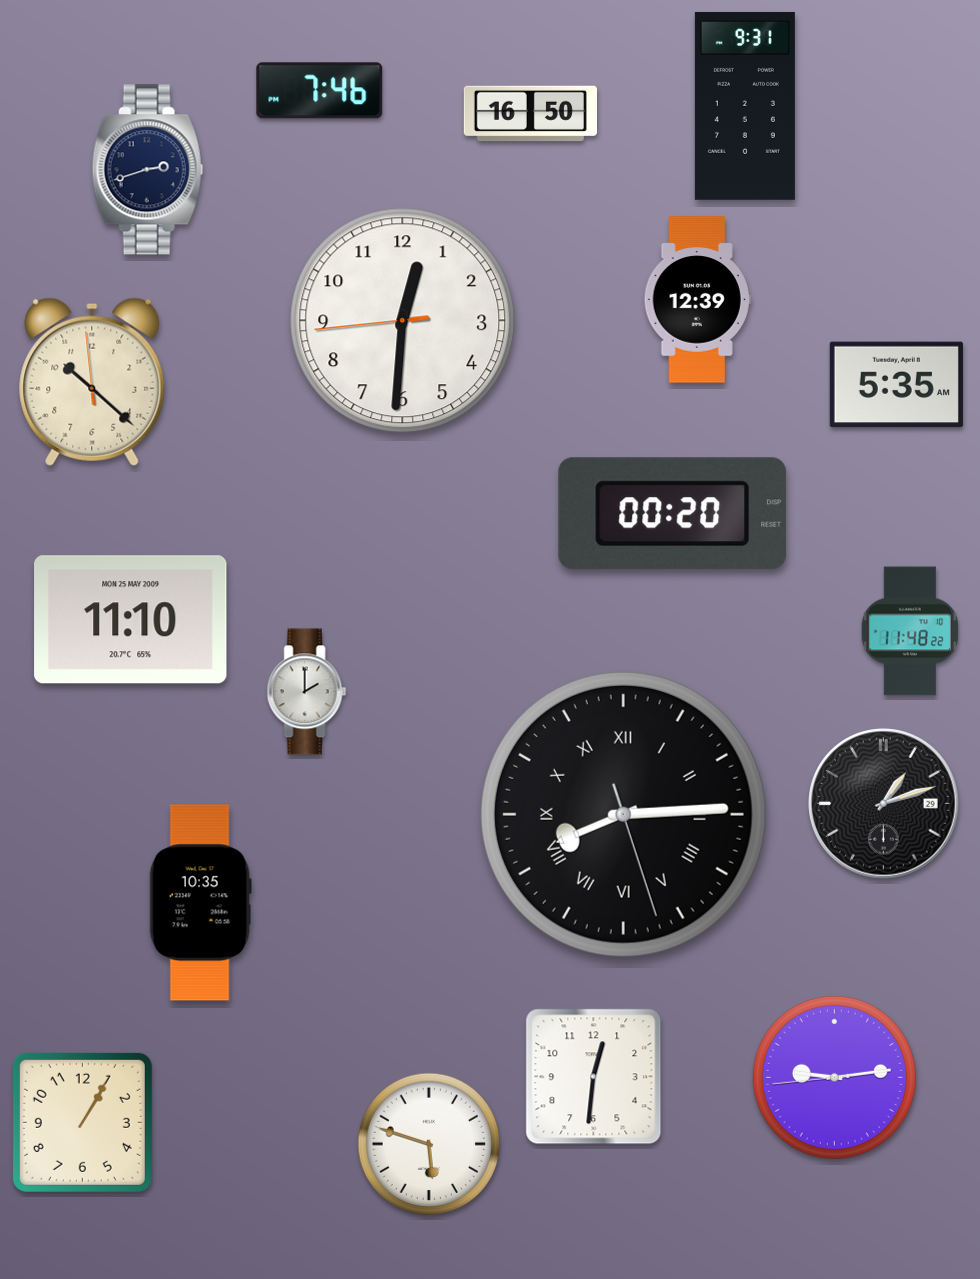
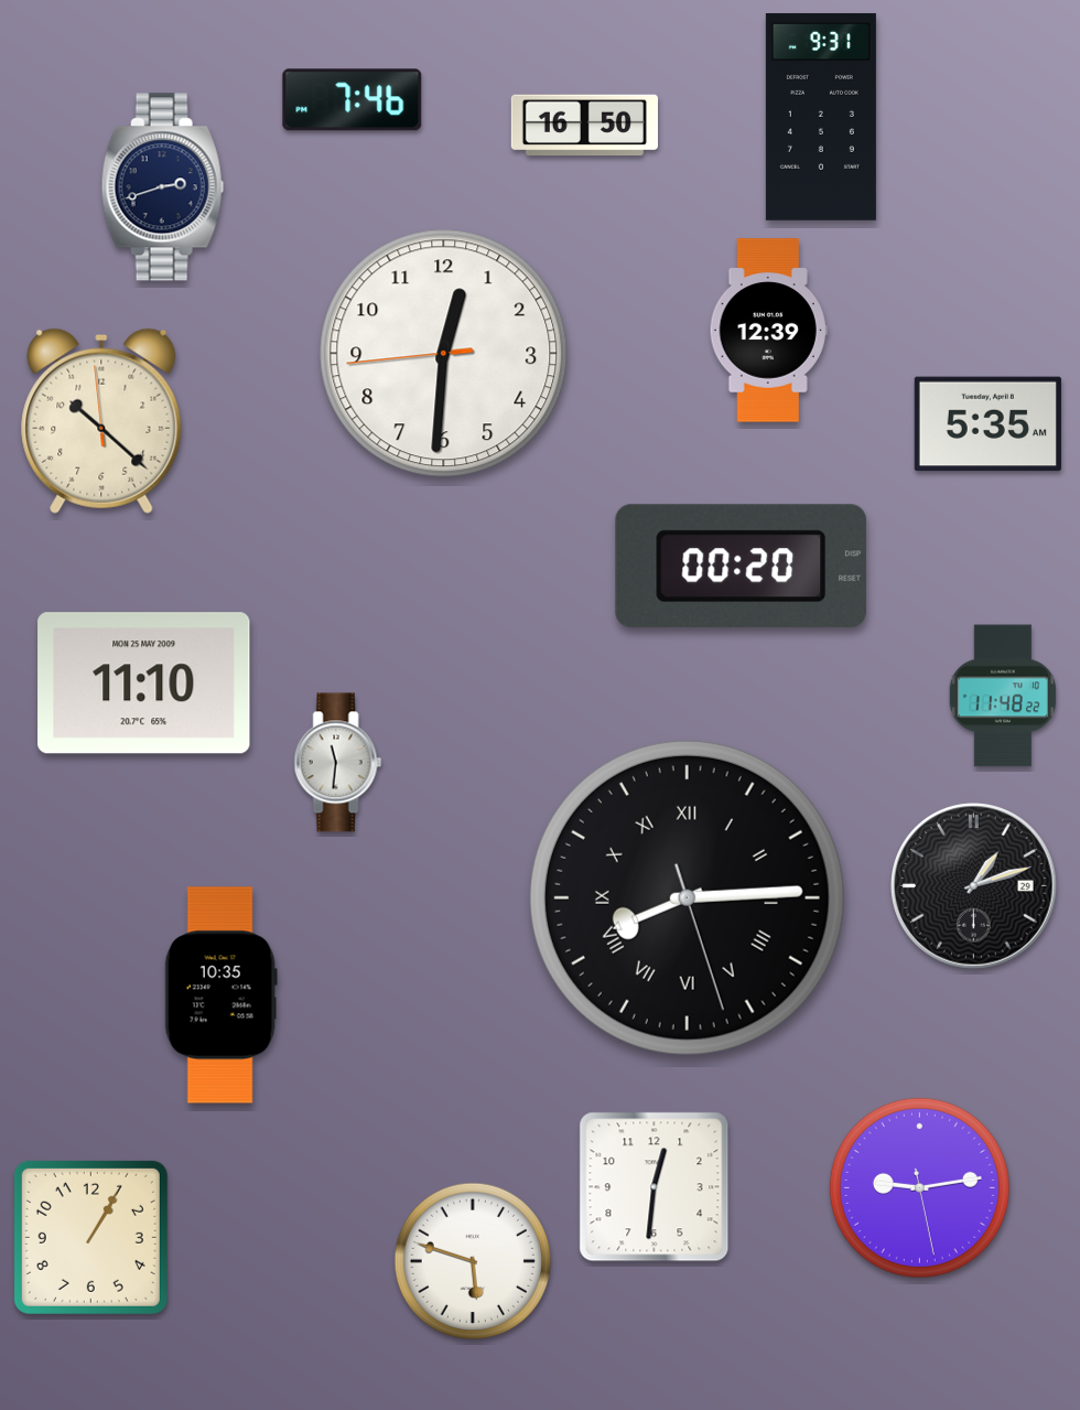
clock at (307, 692): 2:00 -> 11:31
clock at (834, 1077): 9:13:44 -> 9:13:28
